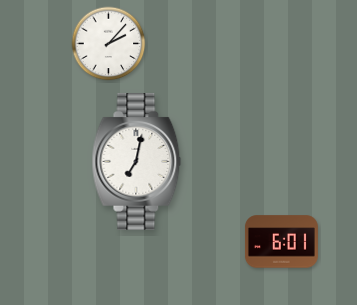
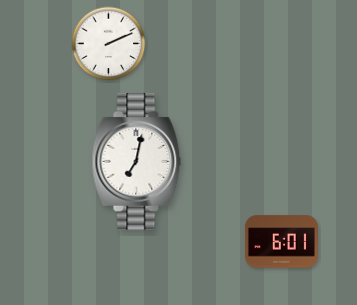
clock at (109, 44): 2:07 -> 2:11
